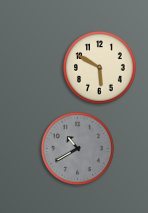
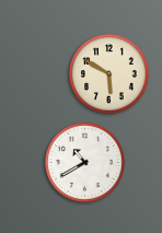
clock at (78, 149) dial: grey -> white
